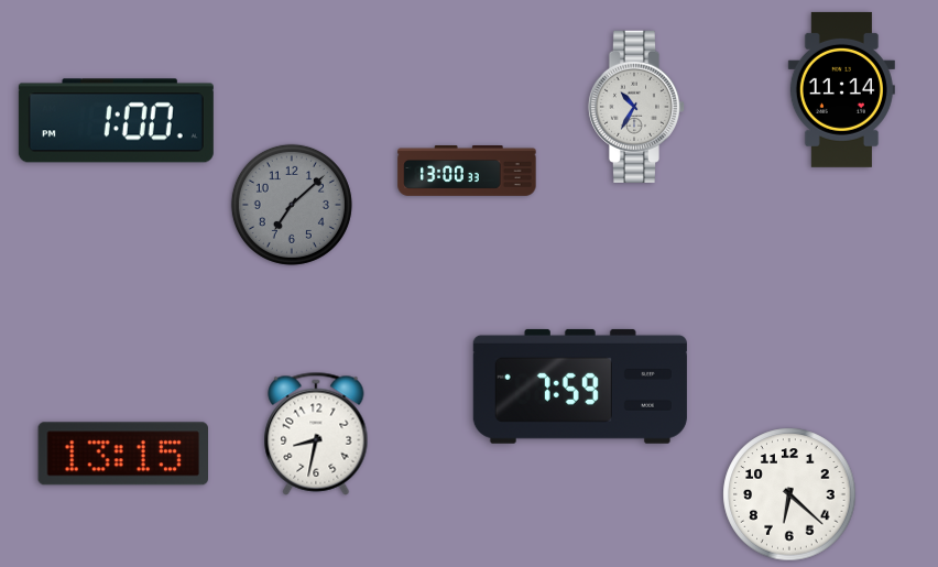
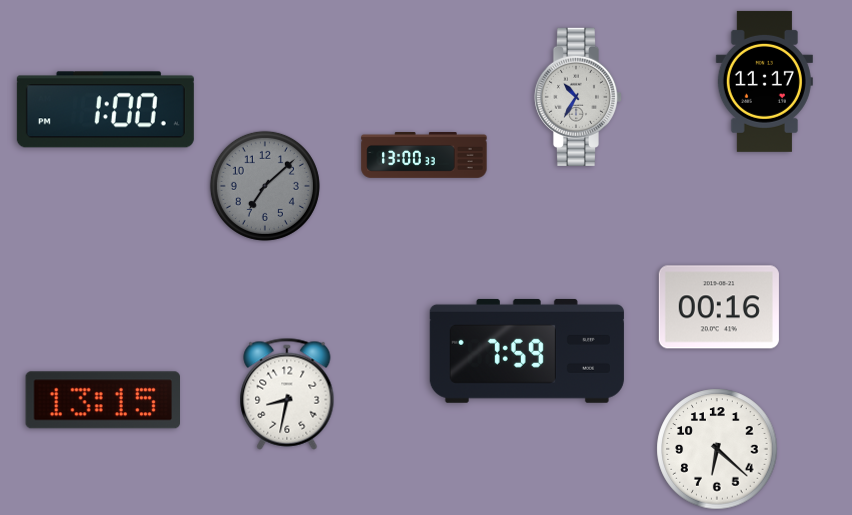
clock at (841, 89): 11:14 -> 11:17
clock at (719, 307): none -> 00:16
clock at (122, 454) position: (122, 454) -> (102, 400)
